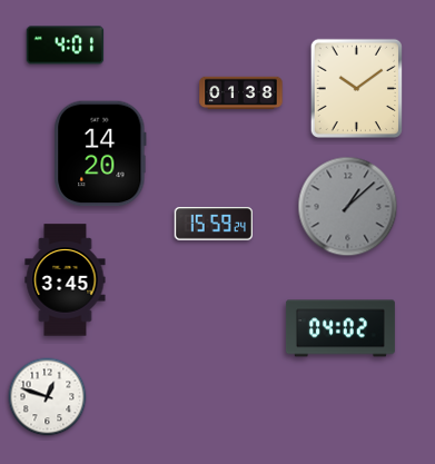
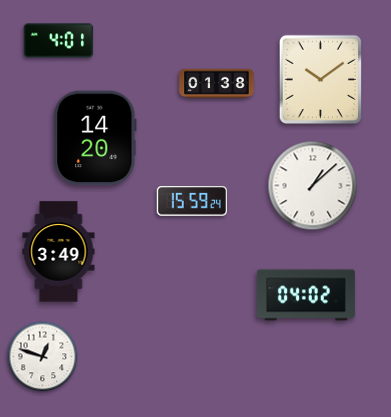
clock at (100, 154) position: (100, 154) -> (95, 138)
clock at (348, 207) dial: grey -> white
clock at (66, 280): 3:45 -> 3:49
